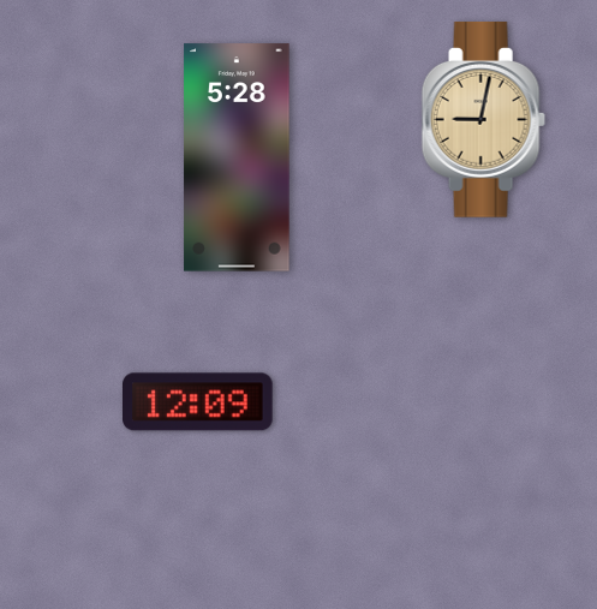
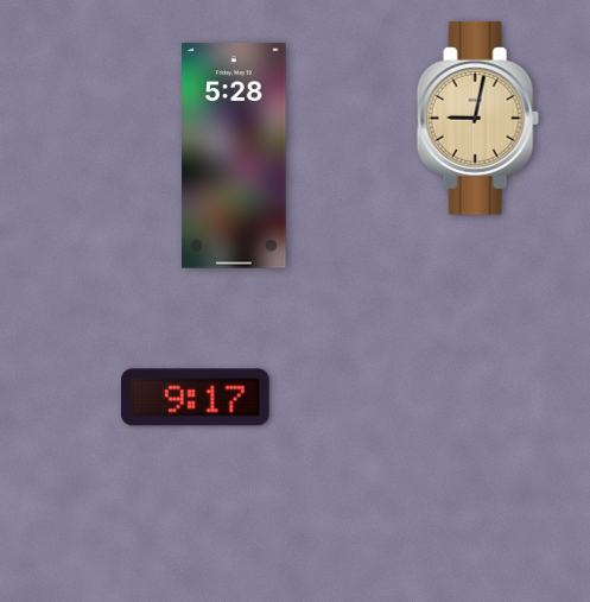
clock at (198, 402): 12:09 -> 9:17
